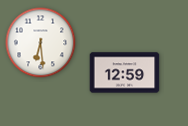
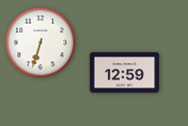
clock at (41, 43): 6:29 -> 6:33
